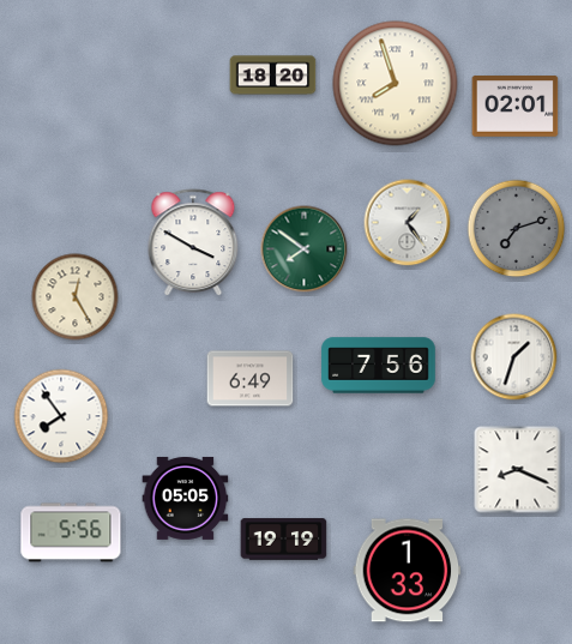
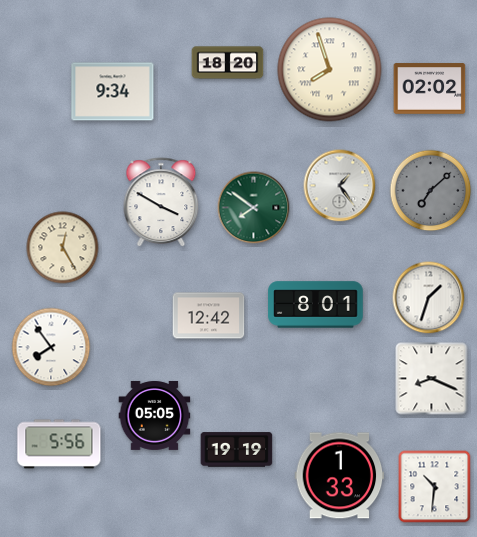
clock at (516, 107): 02:01 -> 02:02
clock at (113, 92): none -> 9:34
clock at (517, 229): 7:12 -> 7:08
clock at (379, 366): 7:56 -> 8:01
clock at (251, 379): 6:49 -> 12:42
clock at (518, 470) position: (518, 470) -> (432, 379)
clock at (435, 487): none -> 10:31
